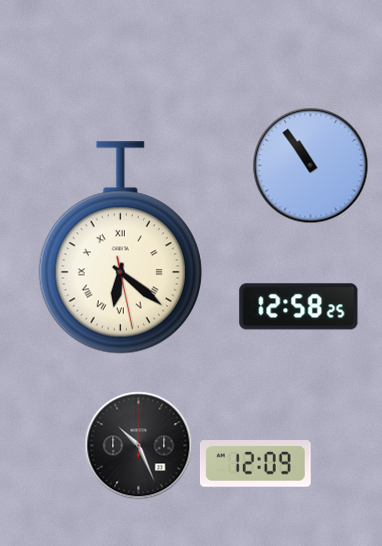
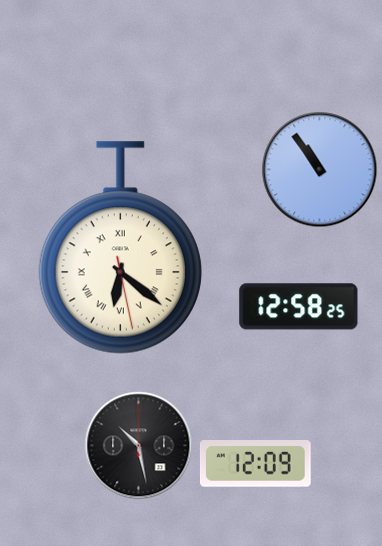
clock at (311, 166) position: (311, 166) -> (320, 170)
clock at (139, 446): 10:26 -> 10:28
